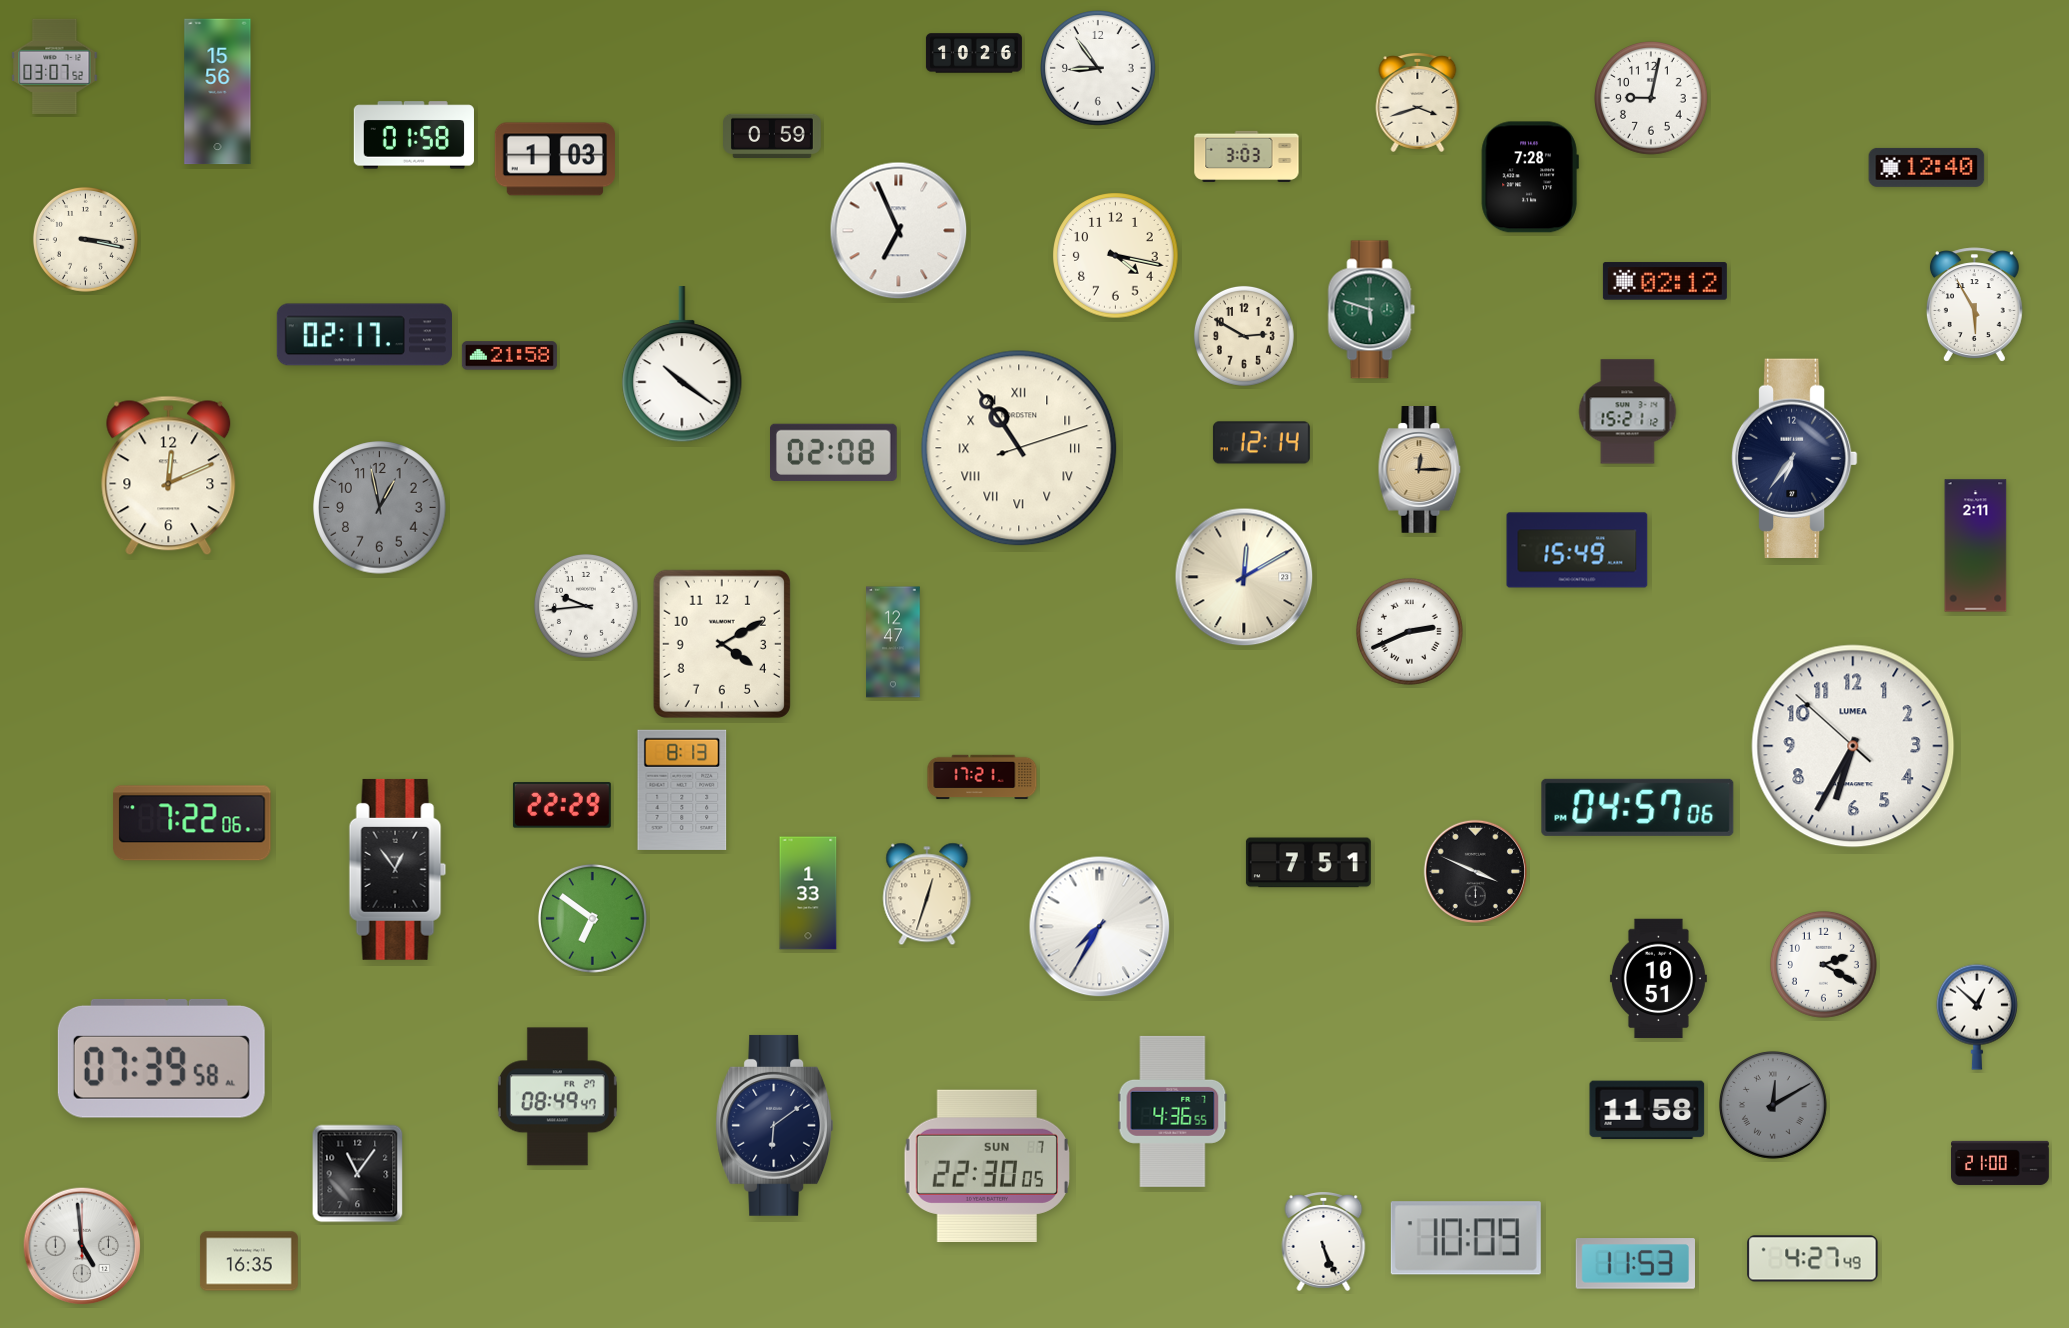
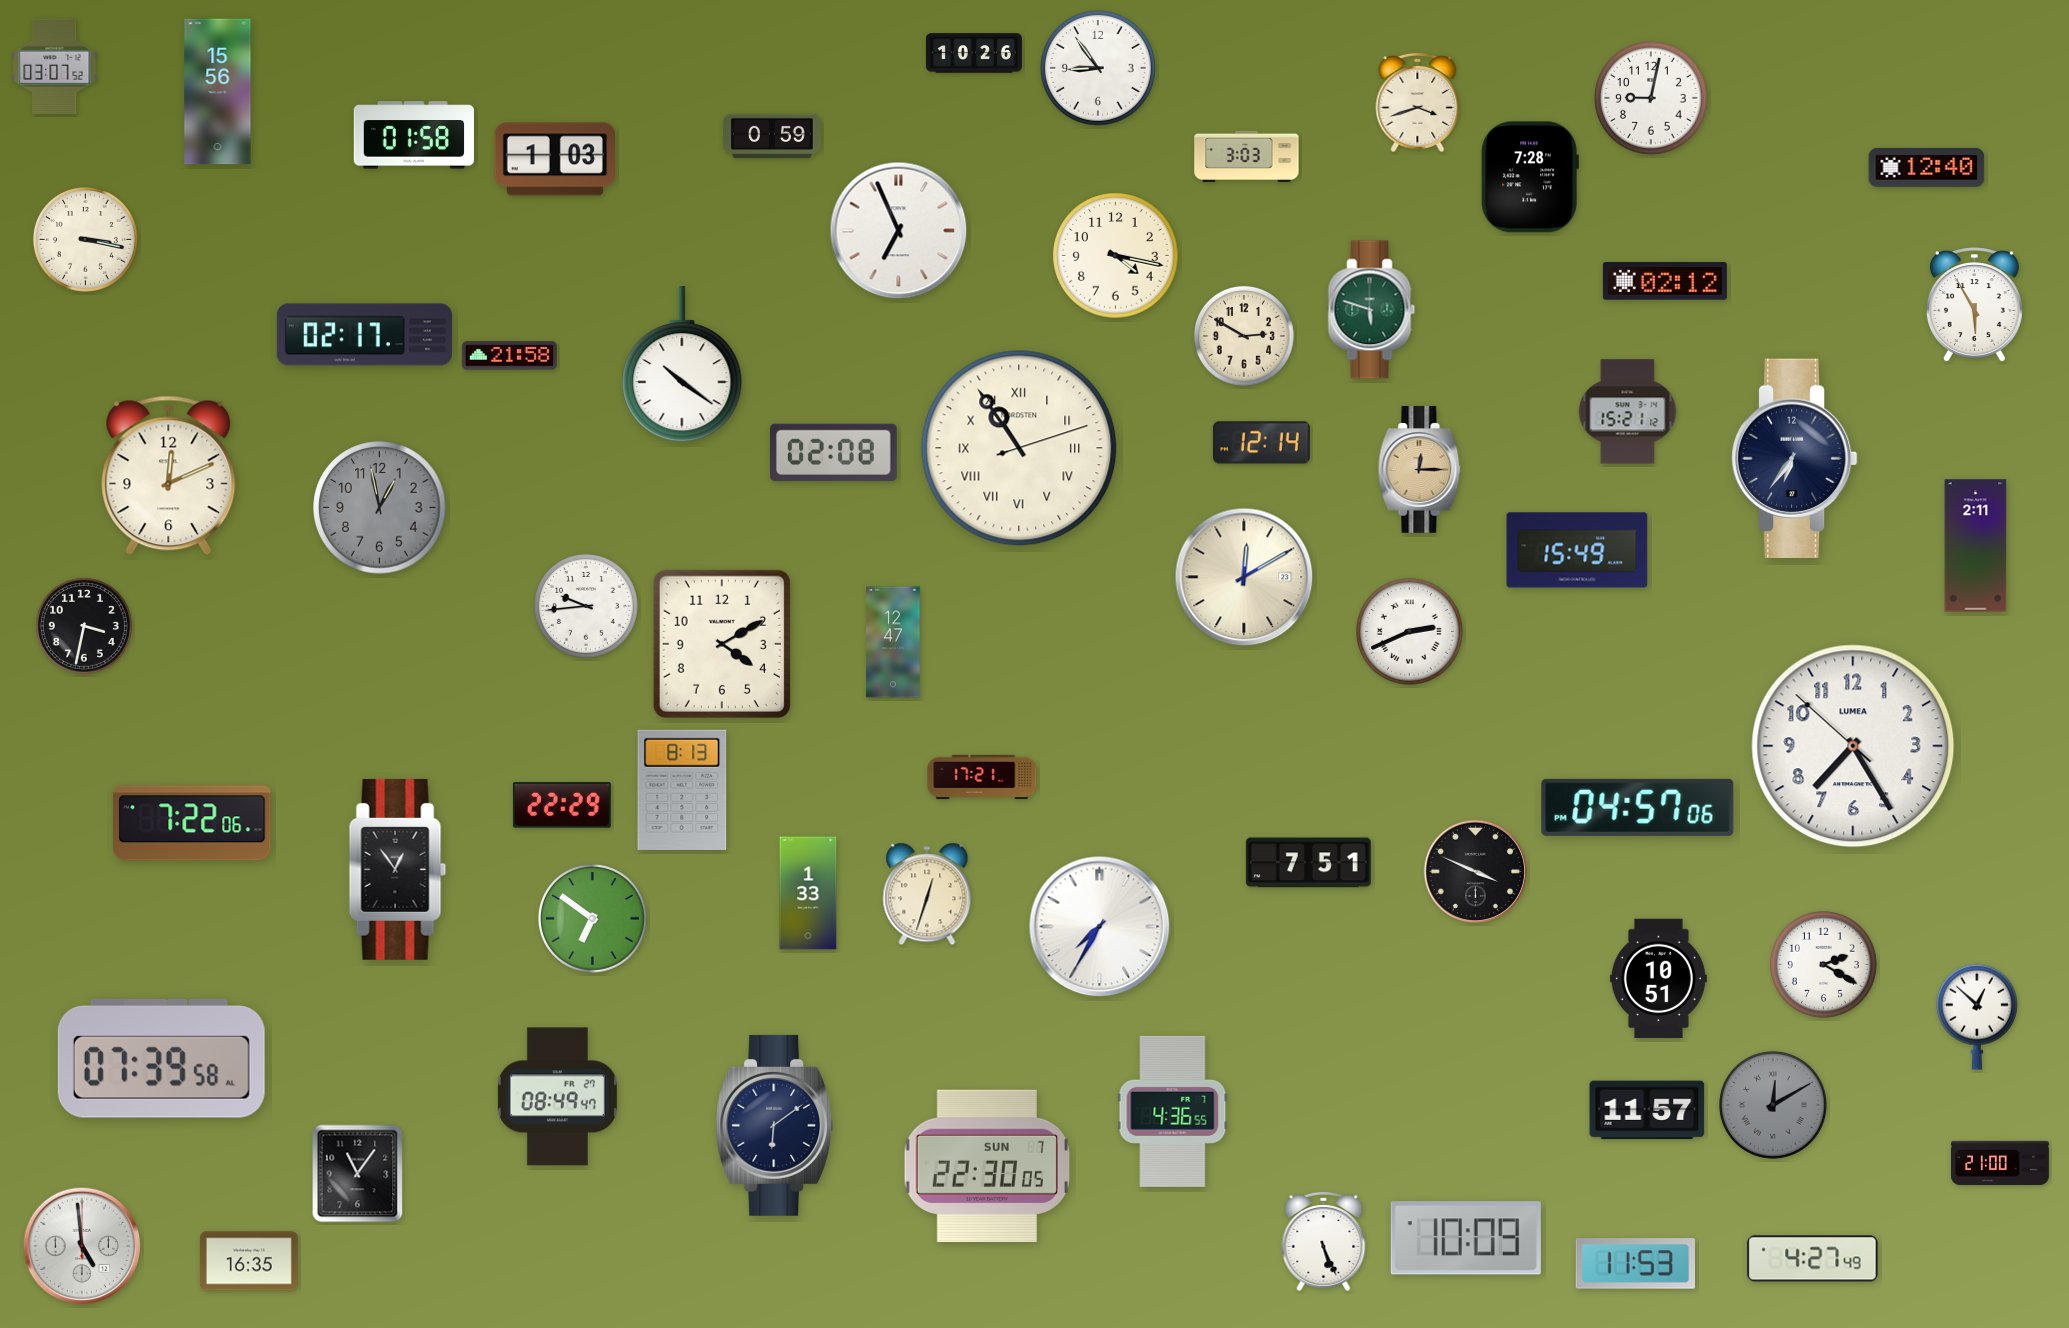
clock at (84, 626): none -> 3:32
clock at (1853, 746): 6:34 -> 7:24
clock at (1647, 1110): 11:58 -> 11:57
